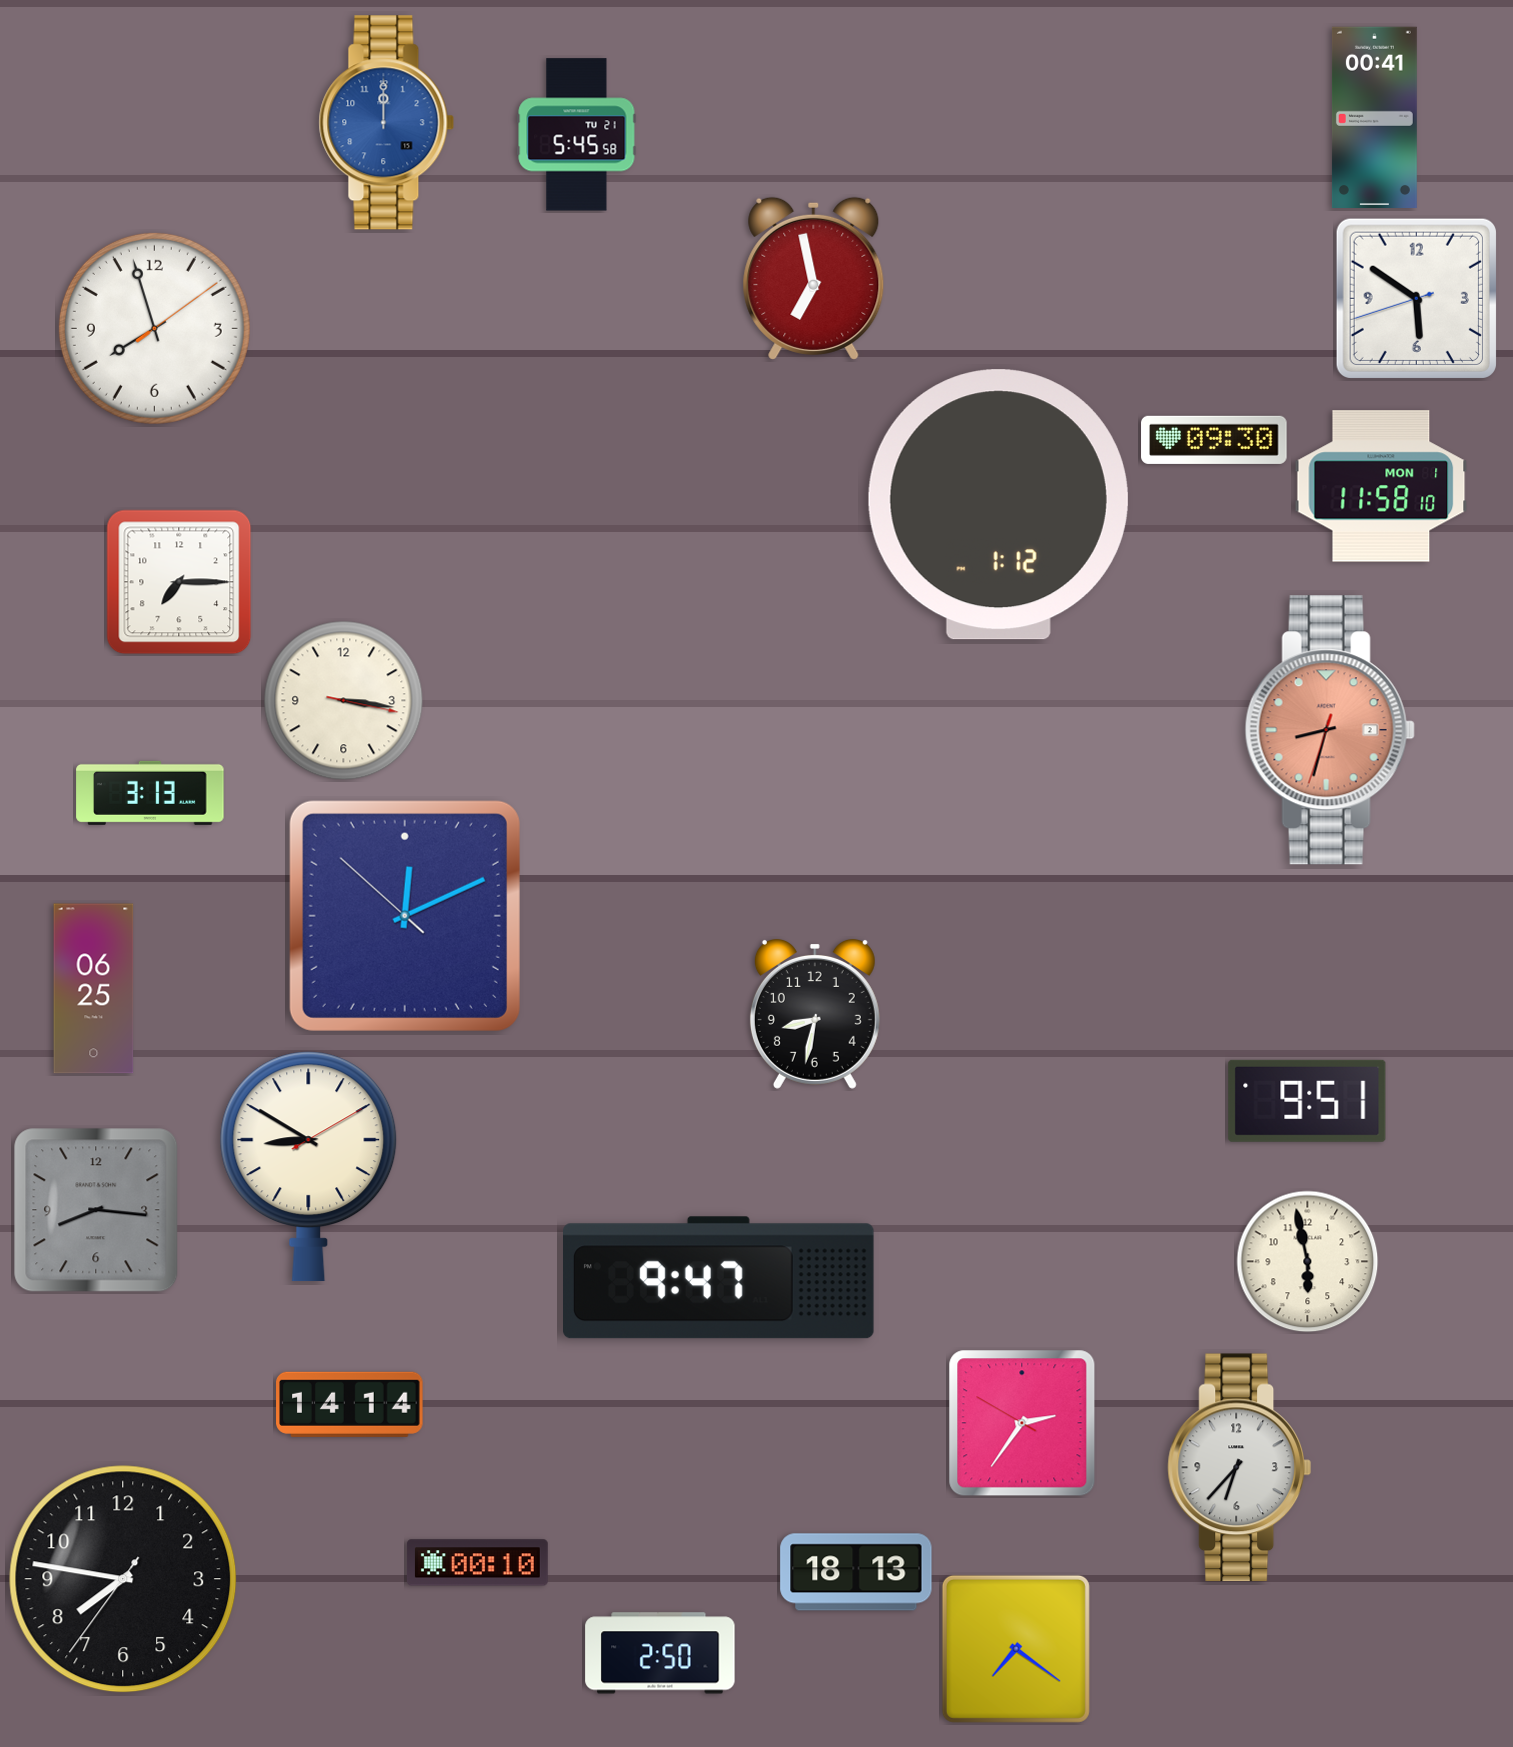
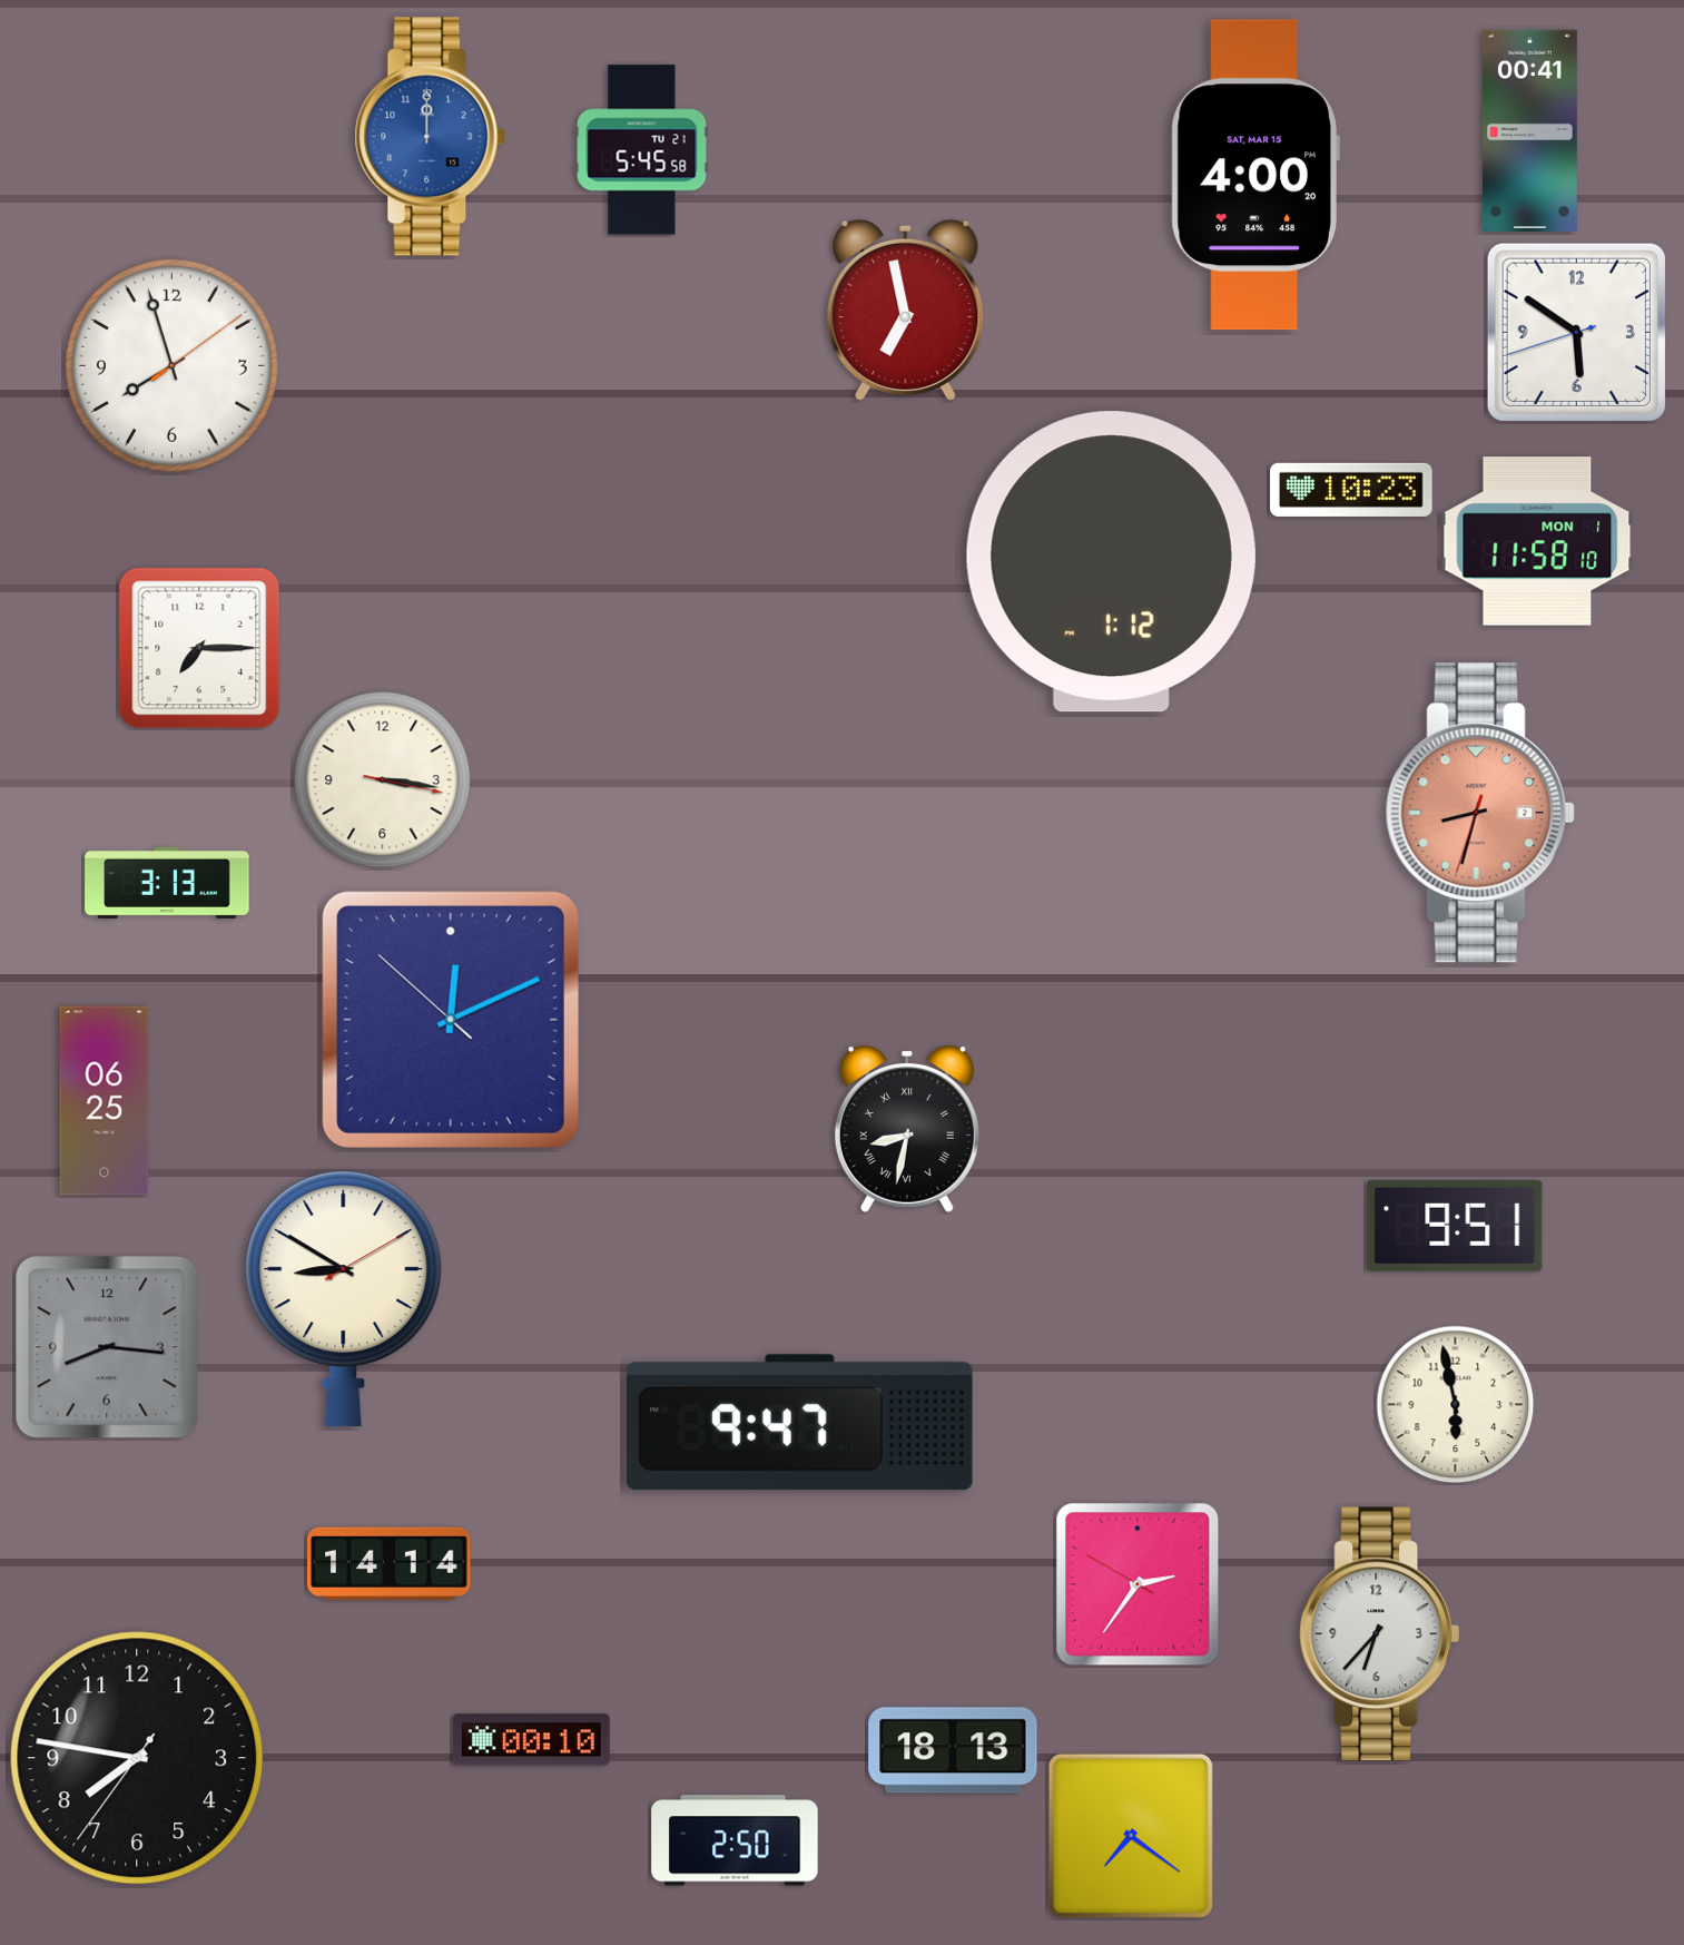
clock at (1255, 175): none -> 4:00
clock at (1214, 440): 09:30 -> 10:23
clock at (815, 1014) numerals: Arabic -> Roman
